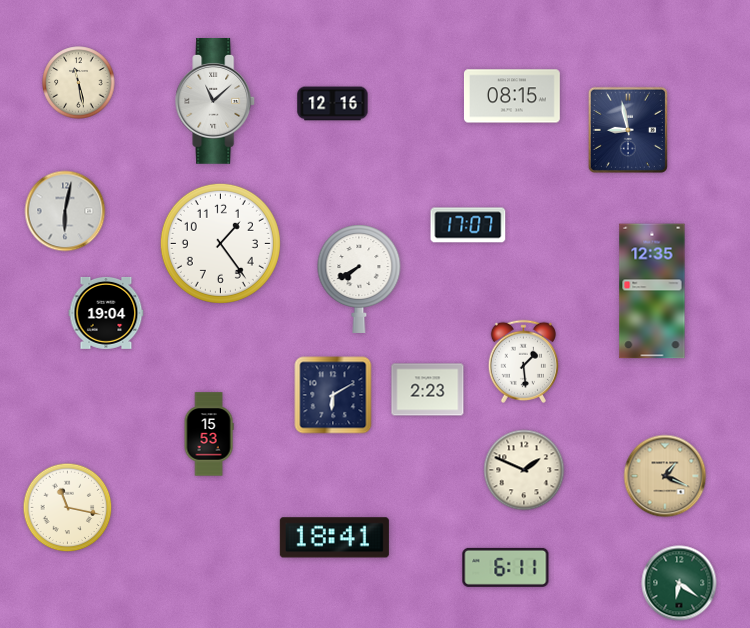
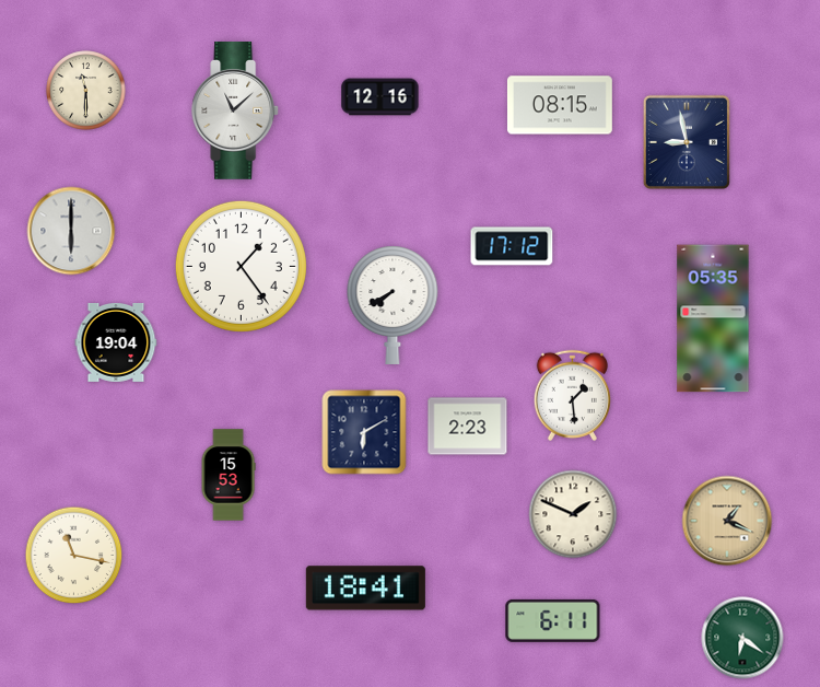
clock at (79, 83): 11:28 -> 11:30
clock at (333, 104) position: (333, 104) -> (380, 97)
clock at (65, 211): 6:02 -> 6:00
clock at (468, 225): 17:07 -> 17:12
clock at (652, 291): 12:35 -> 05:35
